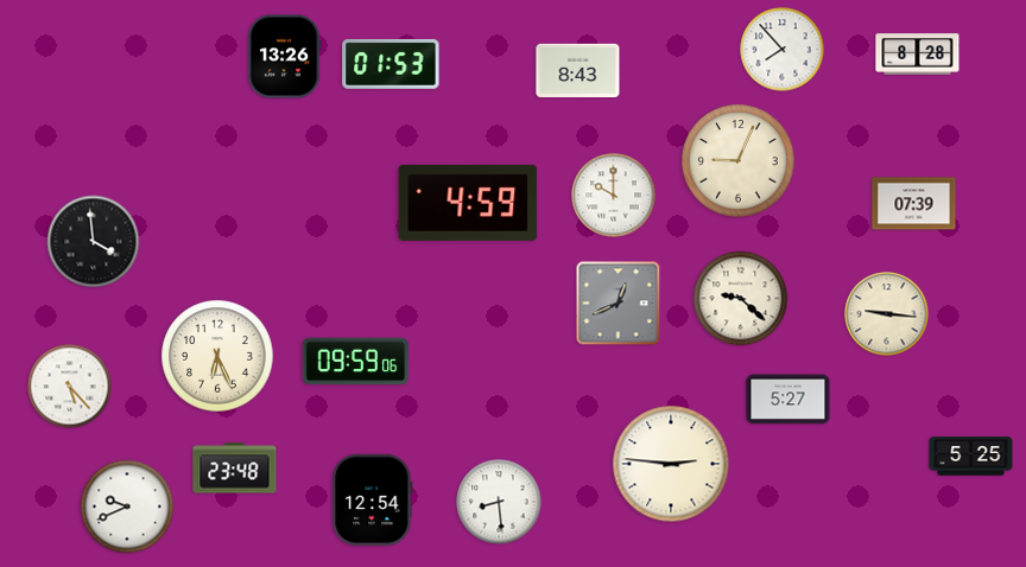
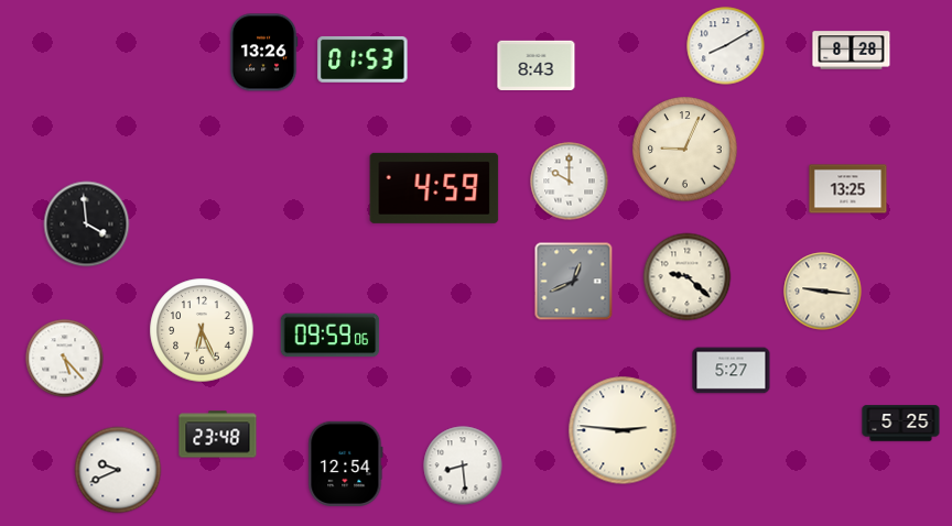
clock at (783, 50): 7:53 -> 8:10
clock at (914, 204): 07:39 -> 13:25
